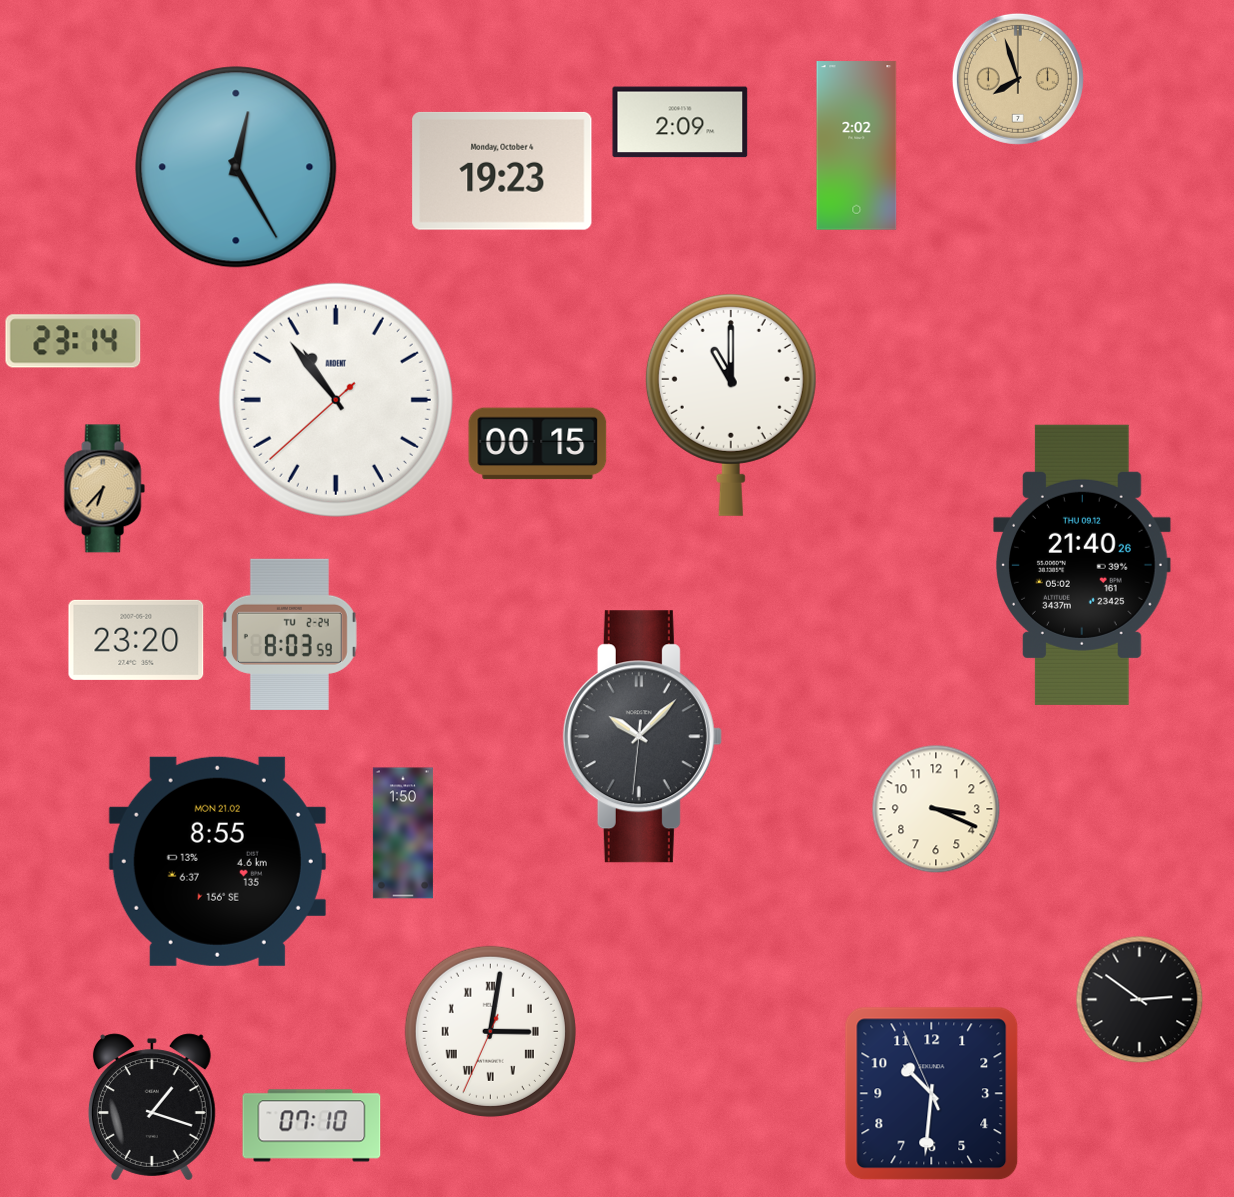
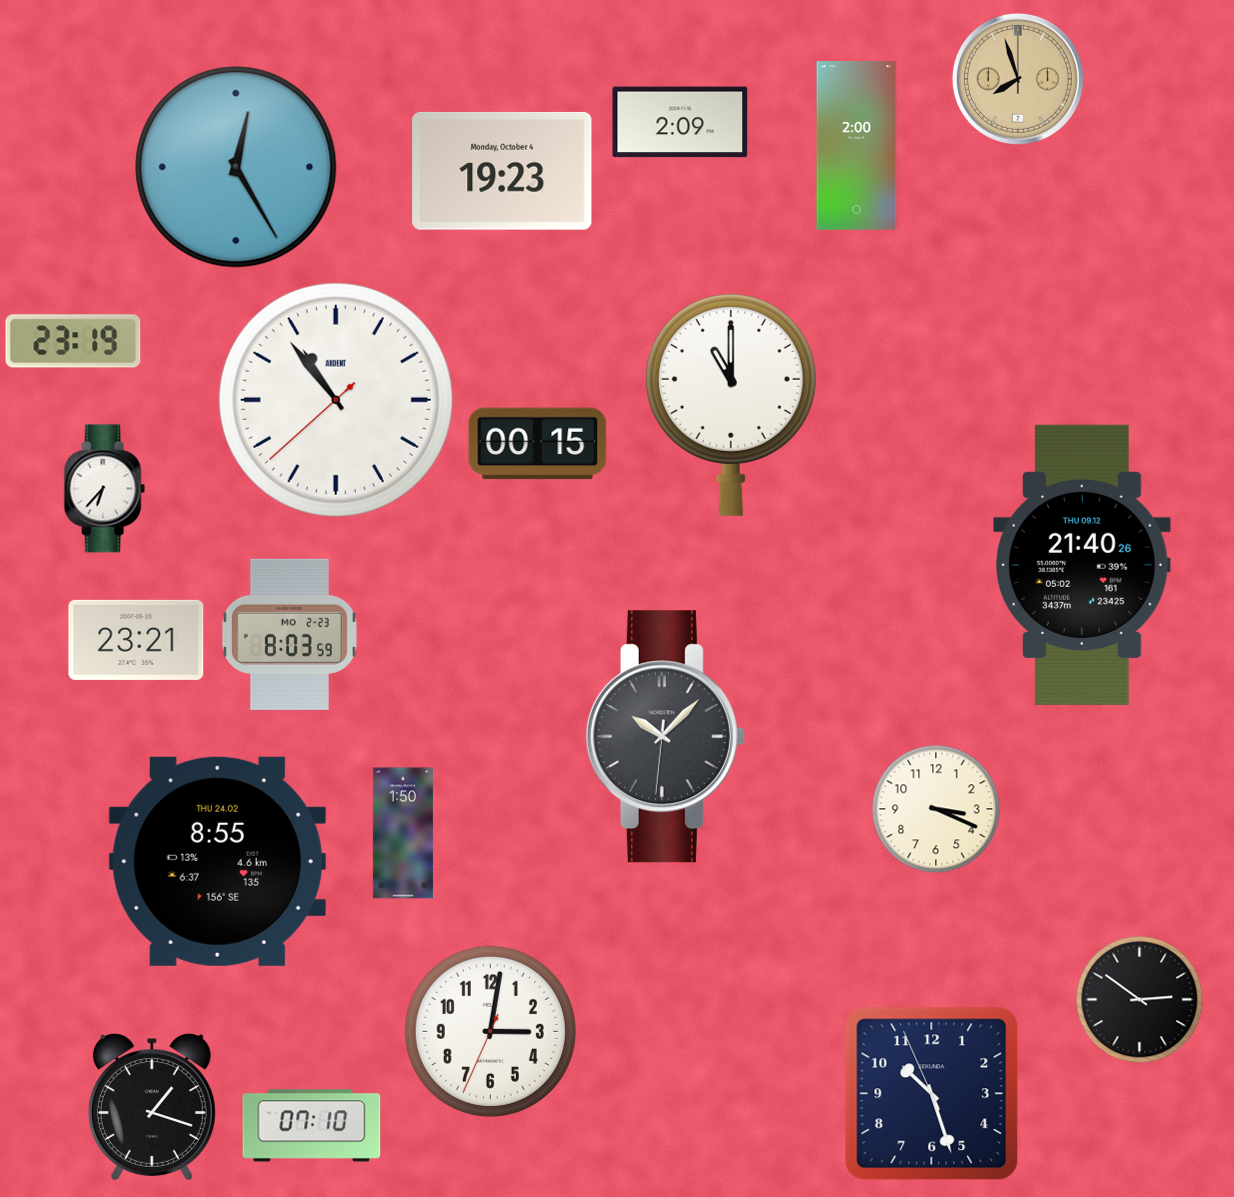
clock at (857, 146): 2:02 -> 2:00
clock at (73, 341): 23:14 -> 23:19
clock at (104, 489) dial: champagne -> white
clock at (289, 634) date: TU 2-24 -> MO 2-23
clock at (136, 640): 23:20 -> 23:21
clock at (642, 737) position: (642, 737) -> (665, 737)
clock at (217, 861) date: MON 21.02 -> THU 24.02
clock at (490, 1031) numerals: Roman -> Arabic
clock at (932, 1094): 10:30 -> 10:26
